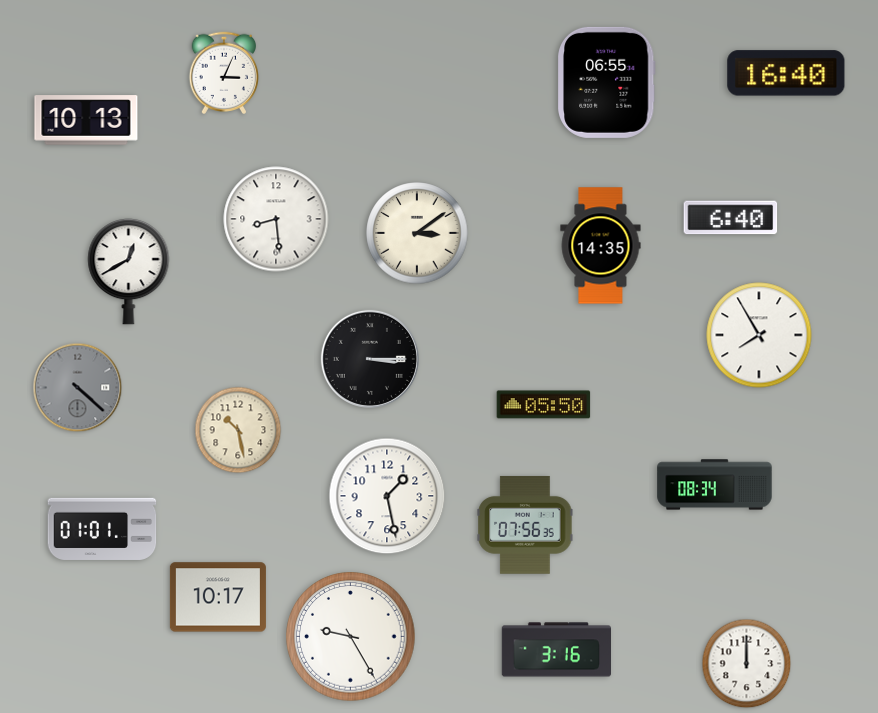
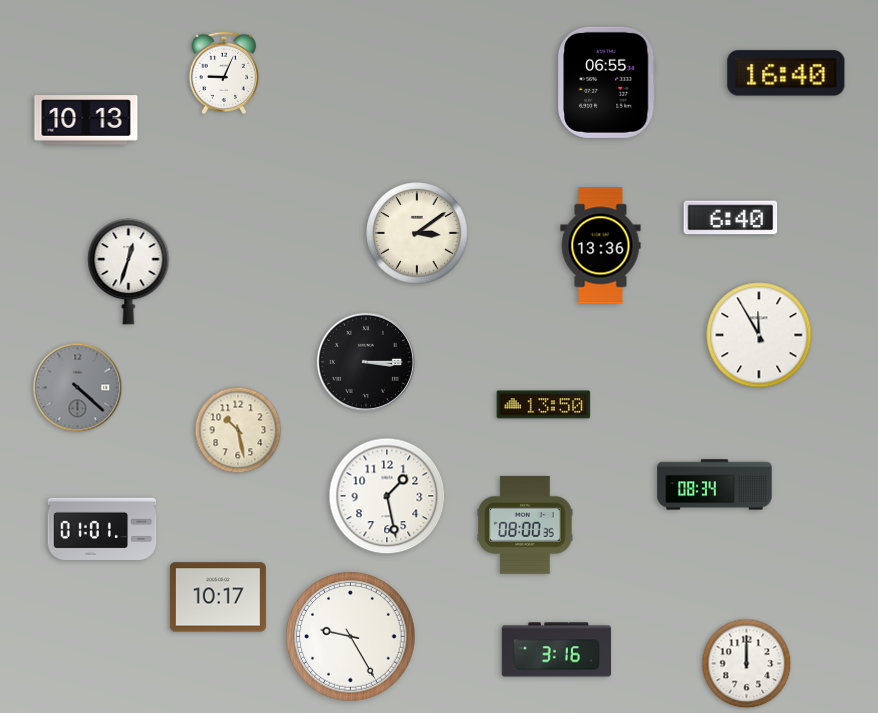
clock at (224, 72): 3:04 -> 9:04
clock at (276, 219): 8:29 -> none
clock at (601, 246): 14:35 -> 13:36
clock at (129, 271): 12:40 -> 12:33
clock at (759, 335): 7:55 -> 11:55
clock at (370, 359) position: (370, 359) -> (366, 362)
clock at (544, 405): 05:50 -> 13:50
clock at (525, 525): 07:56 -> 08:00
